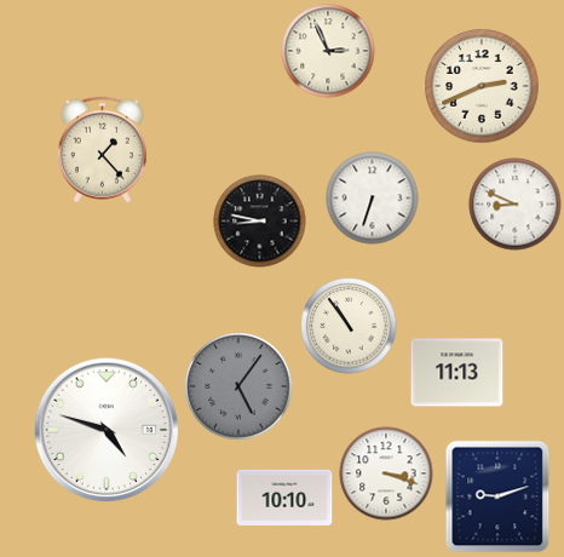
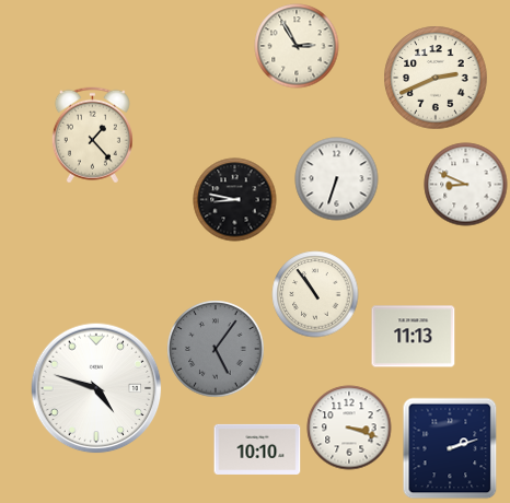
clock at (328, 51): 2:56 -> 2:55
clock at (497, 496): 9:12 -> 2:12
